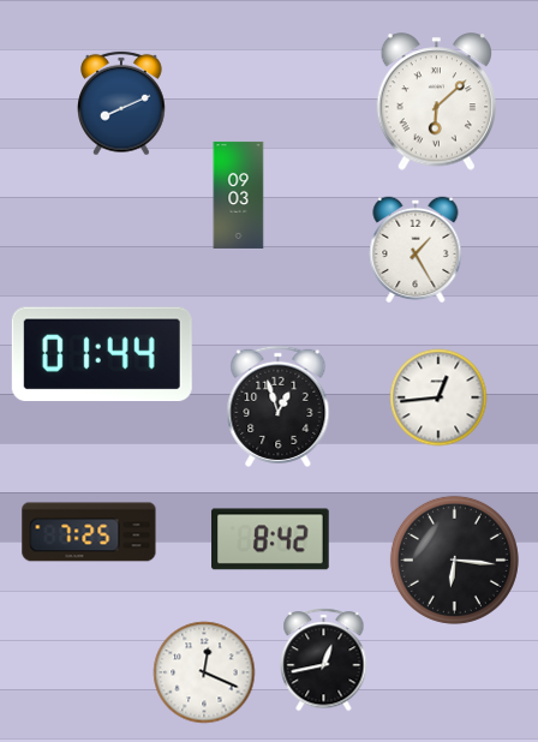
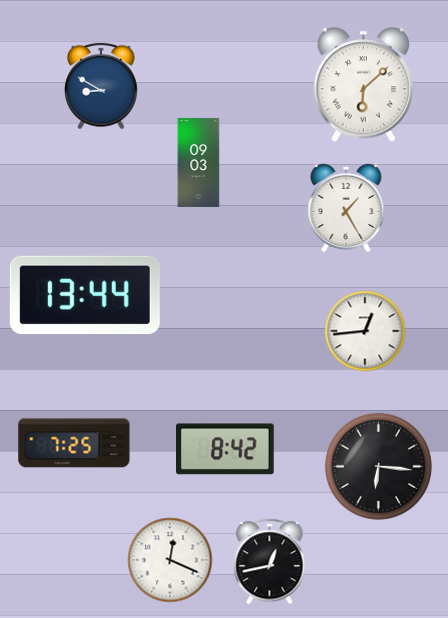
clock at (122, 103): 8:11 -> 8:50
clock at (102, 354): 01:44 -> 13:44
clock at (279, 406): 12:57 -> none
clock at (324, 659) position: (324, 659) -> (270, 561)
